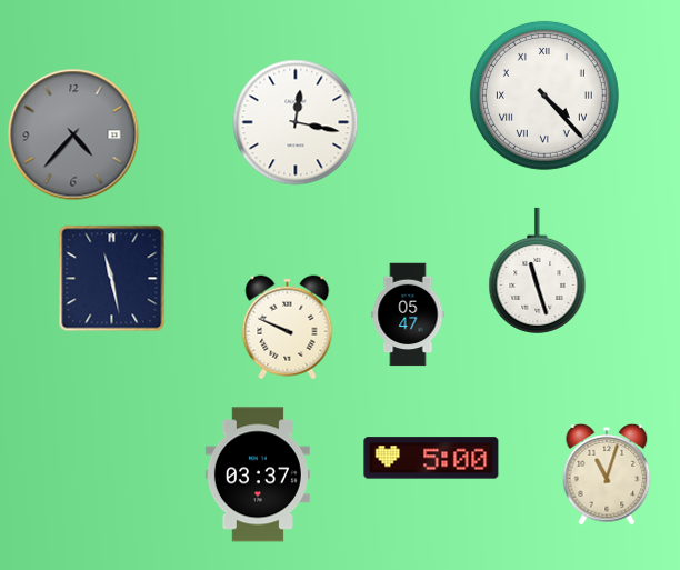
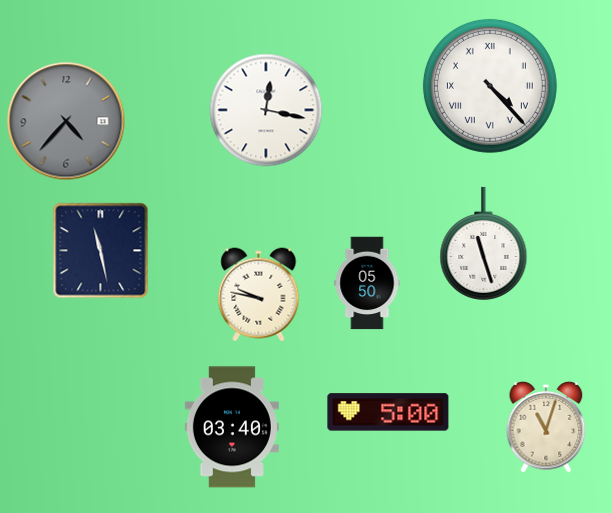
clock at (408, 314): 05:47 -> 05:50
clock at (288, 328): 9:49 -> 9:47
clock at (258, 474): 03:37 -> 03:40
